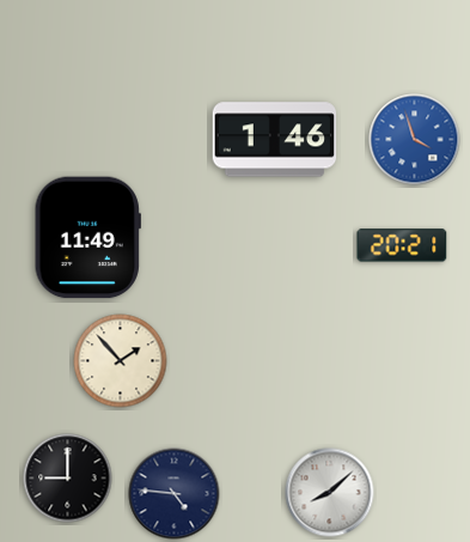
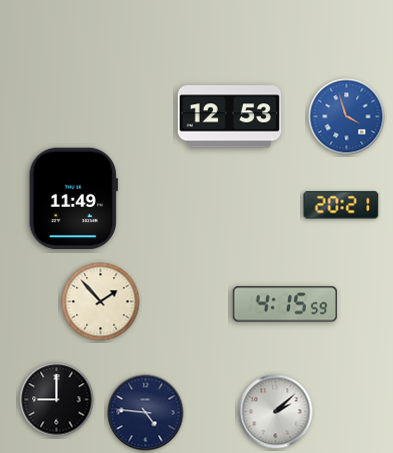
clock at (275, 140): 1:46 -> 12:53
clock at (402, 245) position: (402, 245) -> (341, 205)
clock at (285, 304): none -> 4:15
clock at (330, 493): 8:08 -> 2:08
